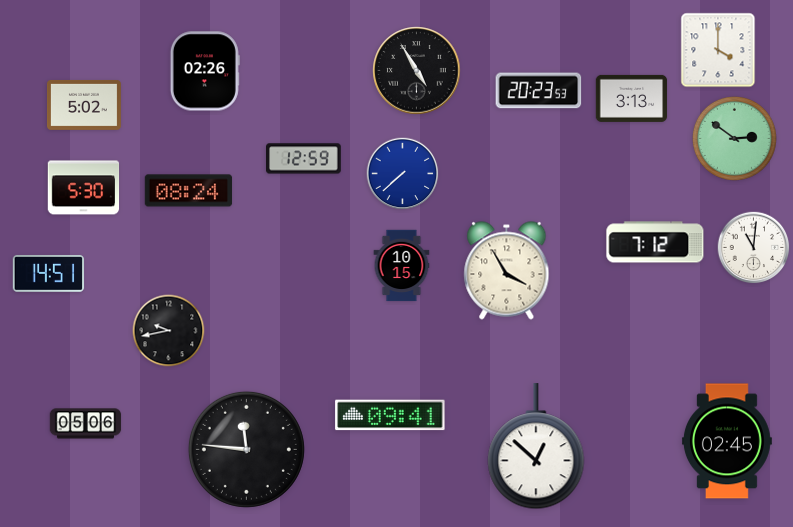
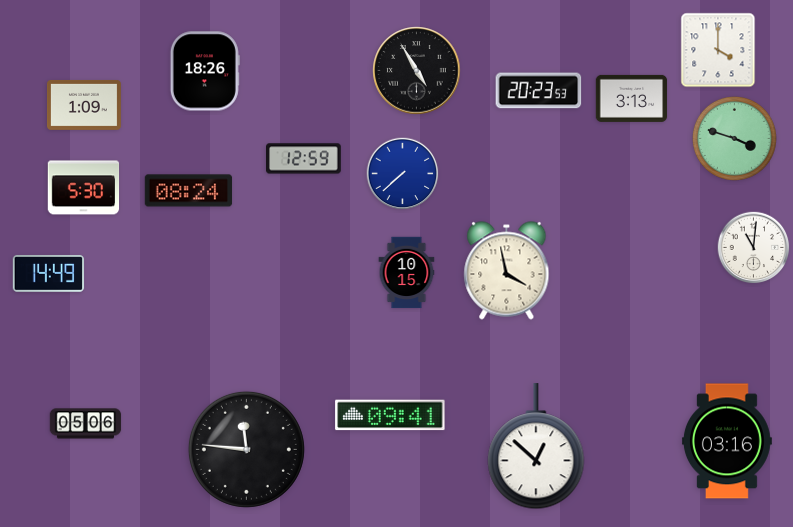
clock at (205, 71): 02:26 -> 18:26
clock at (84, 105): 5:02 -> 1:09
clock at (734, 138): 2:51 -> 3:48
clock at (655, 242): 7:12 -> none
clock at (402, 266) position: (402, 266) -> (407, 273)
clock at (507, 271): 3:55 -> 3:58
clock at (49, 274): 14:51 -> 14:49
clock at (169, 331): 9:43 -> none
clock at (727, 441): 02:45 -> 03:16
